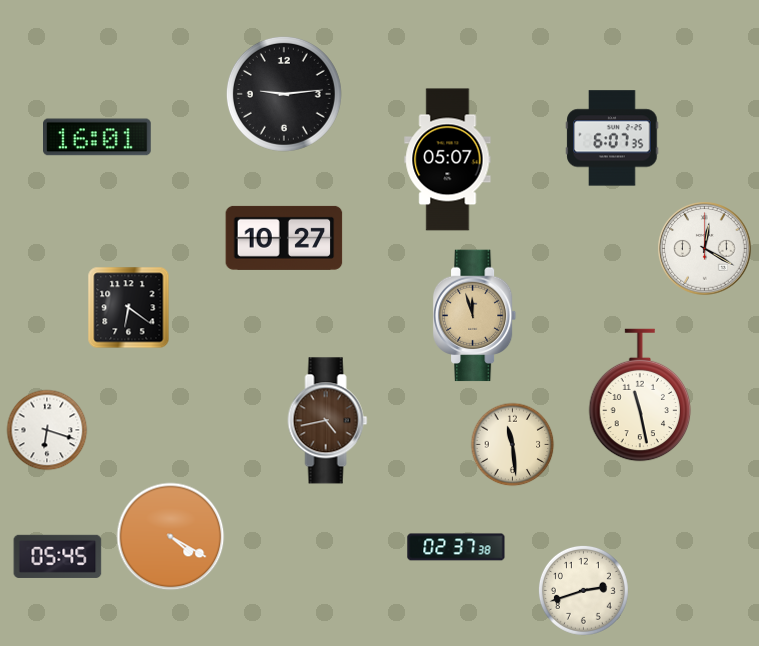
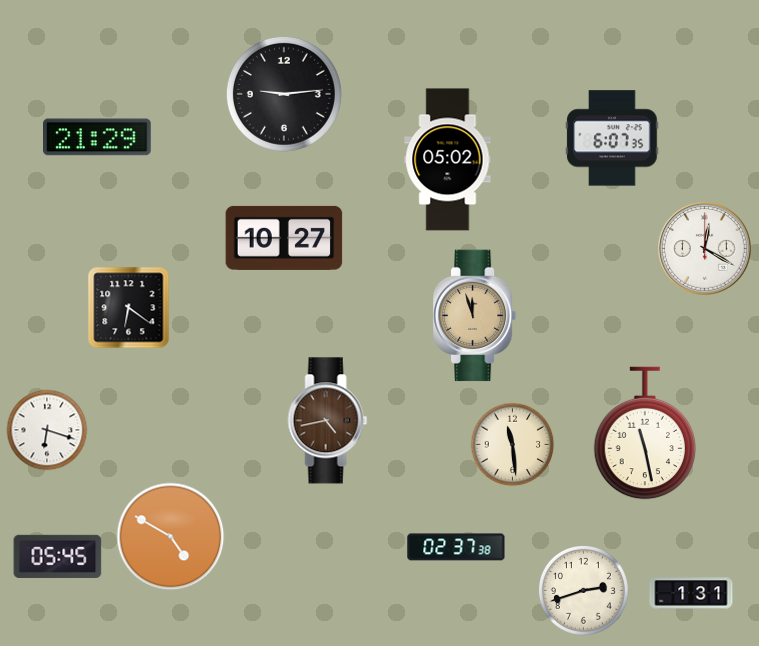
clock at (98, 137): 16:01 -> 21:29
clock at (448, 160): 05:07 -> 05:02
clock at (640, 395) position: (640, 395) -> (645, 433)
clock at (171, 537): 4:20 -> 4:50
clock at (691, 593): none -> 1:31
